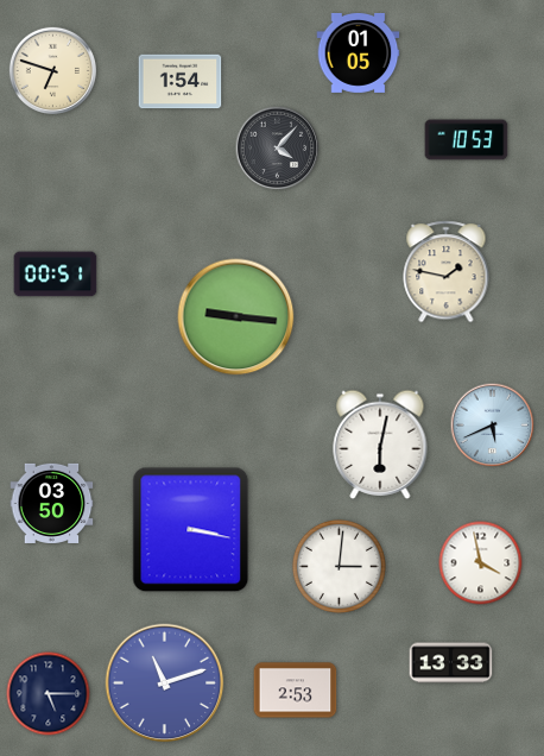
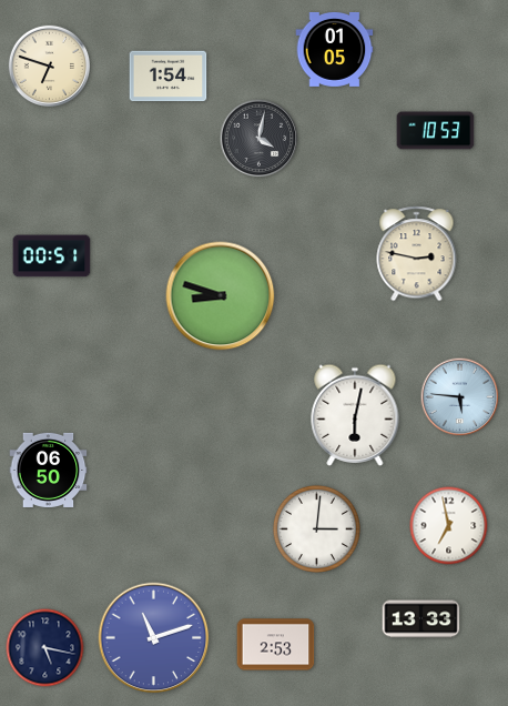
clock at (278, 149): 4:07 -> 4:02
clock at (447, 272): 1:47 -> 2:47
clock at (236, 317): 9:16 -> 8:48
clock at (493, 426): 5:41 -> 5:46
clock at (52, 503): 03:50 -> 06:50
clock at (191, 530): 3:17 -> none
clock at (481, 563): 3:58 -> 6:58
clock at (49, 694): 5:15 -> 5:17
